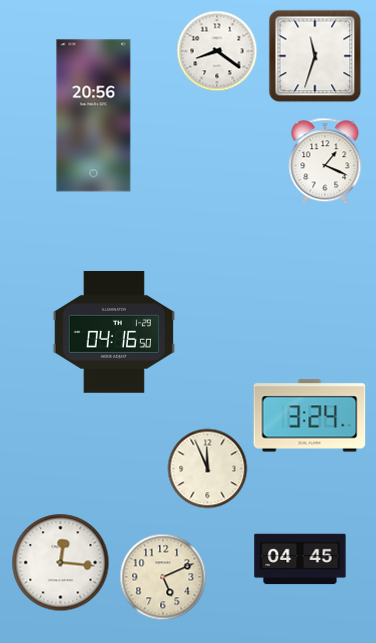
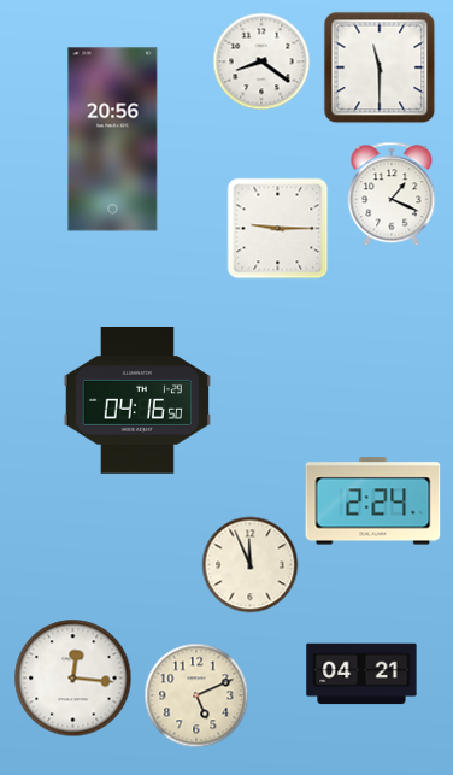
clock at (315, 56): 11:33 -> 11:30
clock at (277, 228): none -> 9:15
clock at (310, 416): 3:24 -> 2:24
clock at (300, 559): 04:45 -> 04:21
